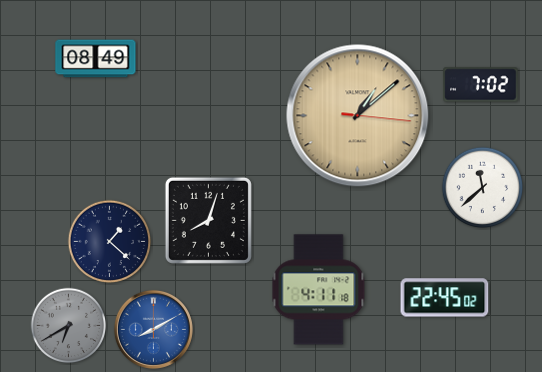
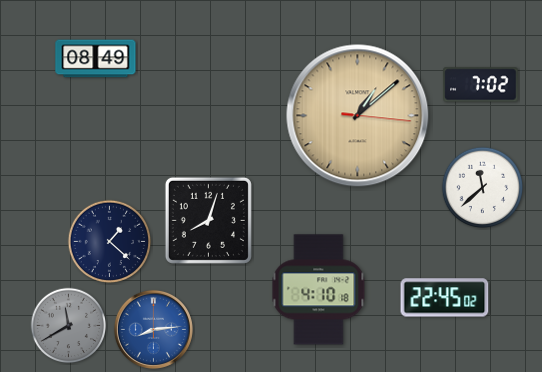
clock at (319, 290): 4:11 -> 4:10
clock at (69, 326): 6:40 -> 11:40
clock at (153, 329): 8:10 -> 8:14
